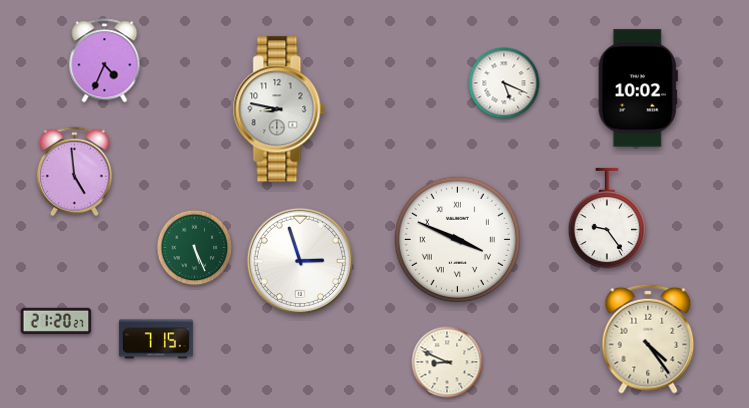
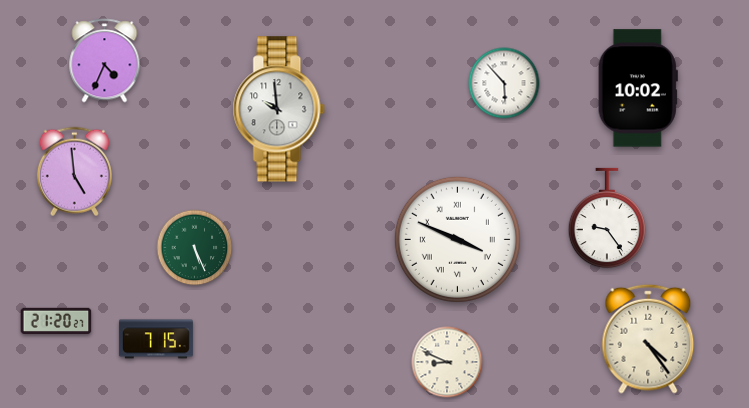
clock at (504, 83): 5:19 -> 5:53
clock at (279, 109): 8:47 -> 9:59
clock at (300, 261): 2:57 -> none
